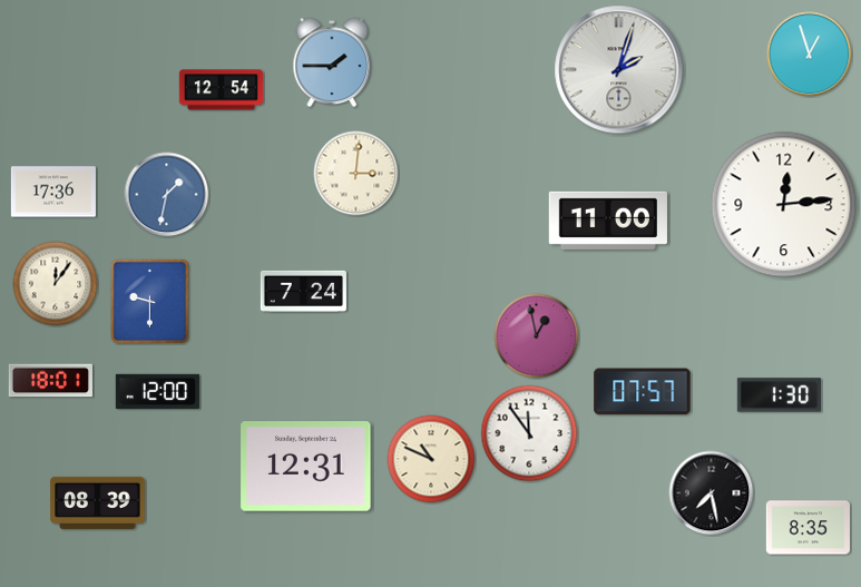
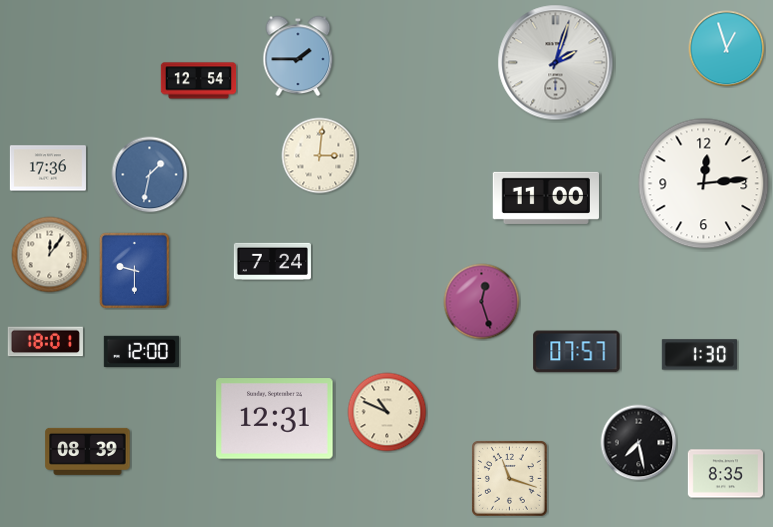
clock at (53, 192) position: (53, 192) -> (48, 168)
clock at (537, 336): 12:58 -> 12:27
clock at (529, 433): 11:54 -> none
clock at (510, 479): none -> 11:18
